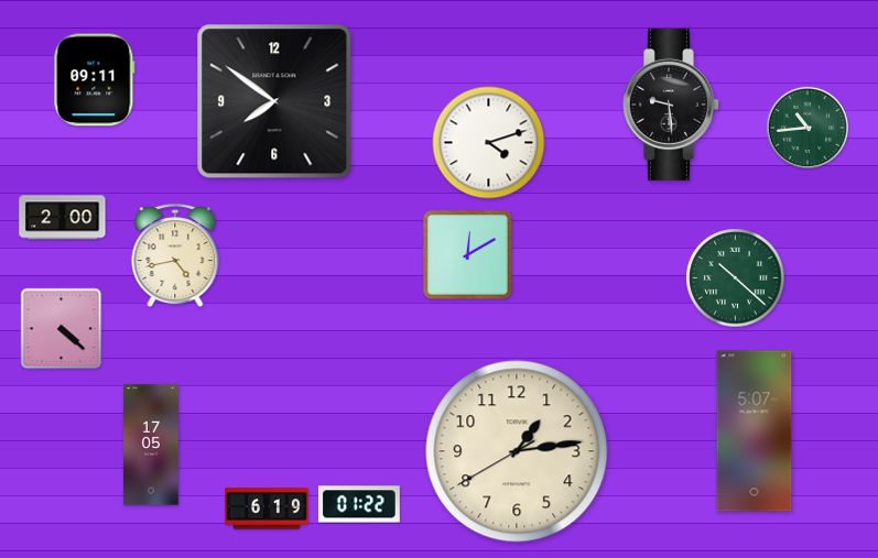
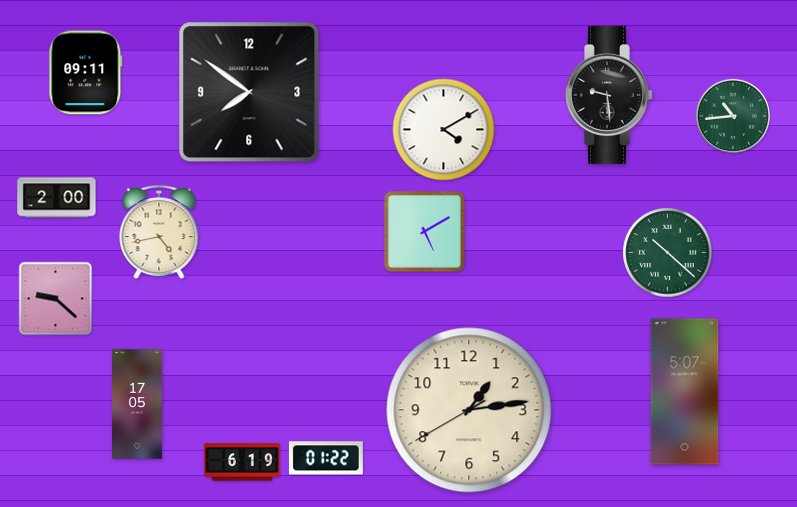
clock at (489, 143): 4:12 -> 4:10
clock at (467, 254): 12:10 -> 5:10
clock at (62, 329): 4:22 -> 9:22
